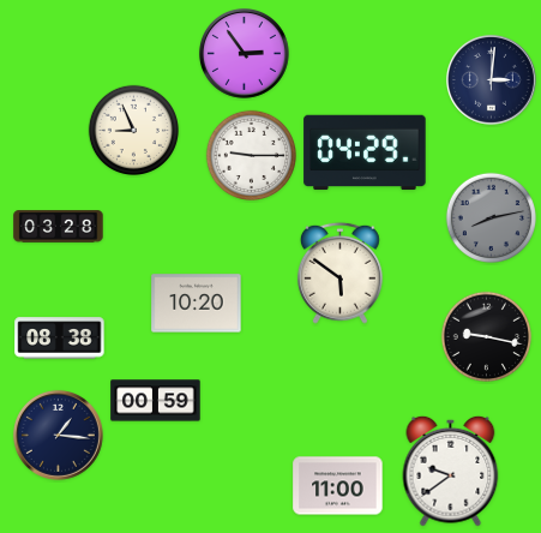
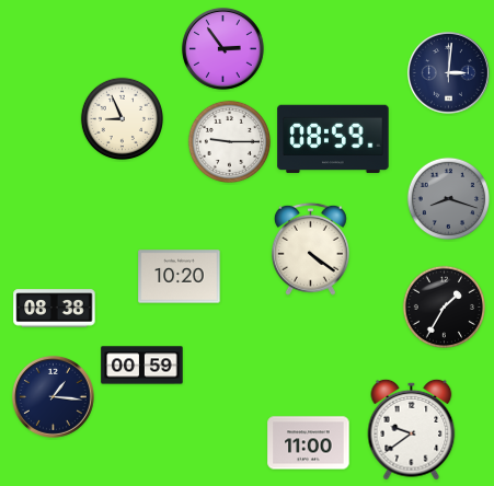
clock at (365, 152): 04:29 -> 08:59
clock at (491, 217): 8:13 -> 8:18
clock at (59, 227): 03:28 -> none
clock at (339, 273): 5:51 -> 4:21
clock at (486, 336): 9:17 -> 1:35
